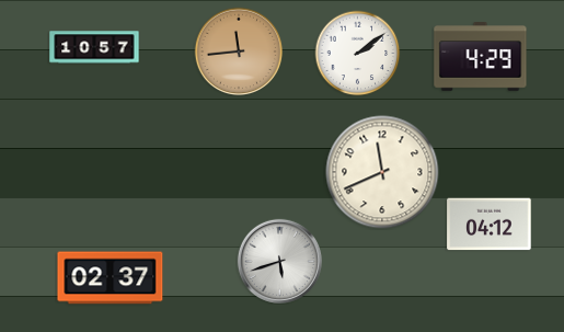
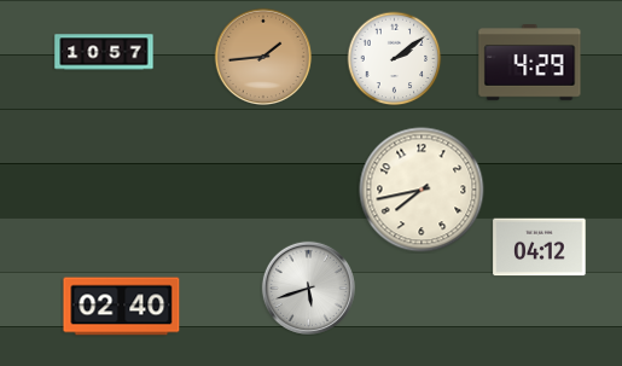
clock at (239, 51): 11:44 -> 1:44
clock at (382, 172): 11:41 -> 7:43
clock at (111, 278): 02:37 -> 02:40
